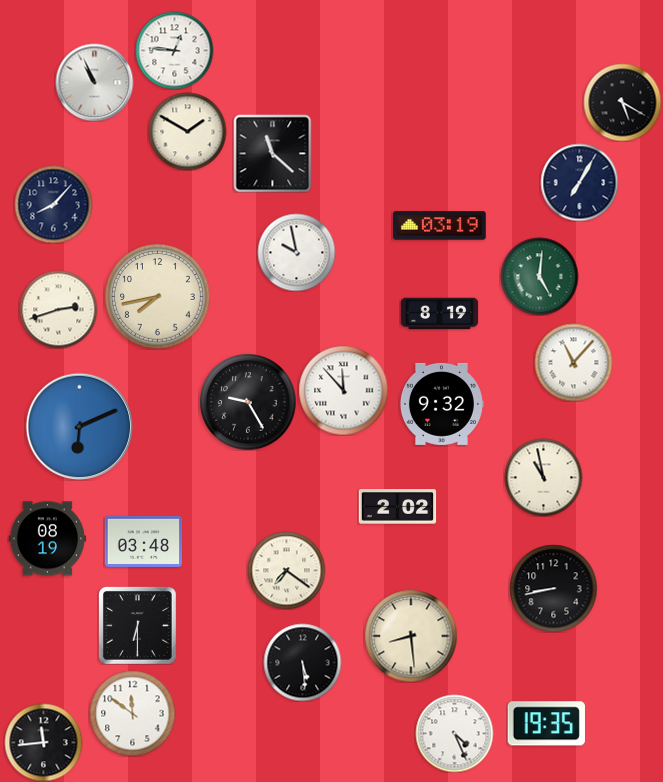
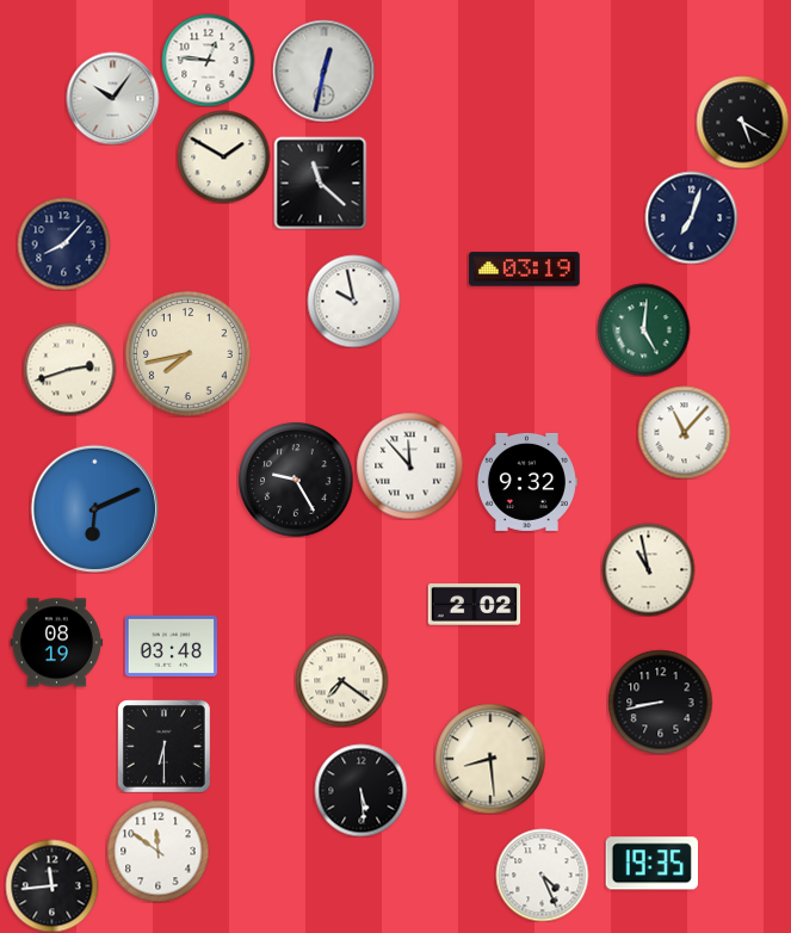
clock at (323, 70): none -> 12:32
clock at (94, 82): 10:56 -> 10:06
clock at (272, 153) position: (272, 153) -> (320, 183)
clock at (579, 182): 7:05 -> 7:03
clock at (439, 314): 8:19 -> none
